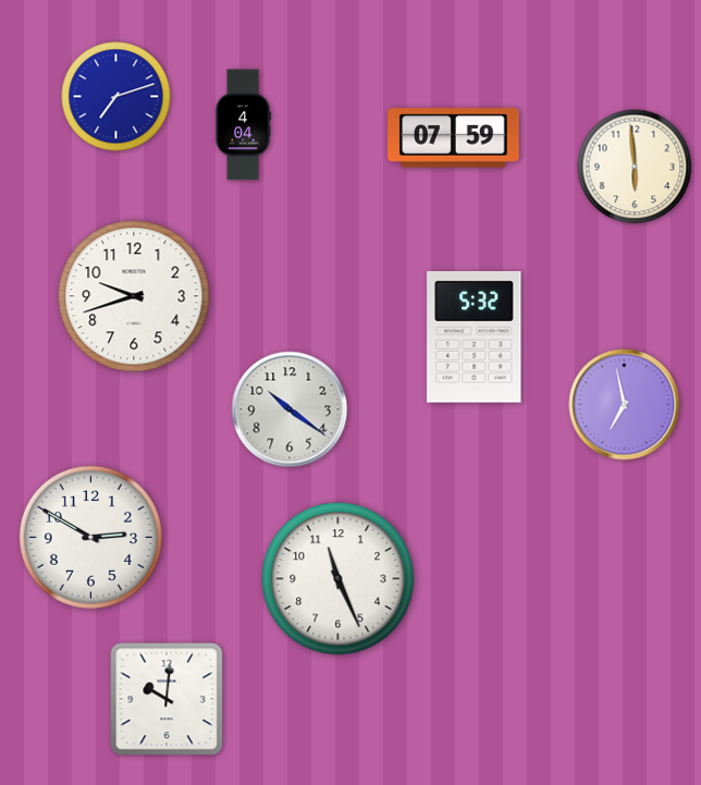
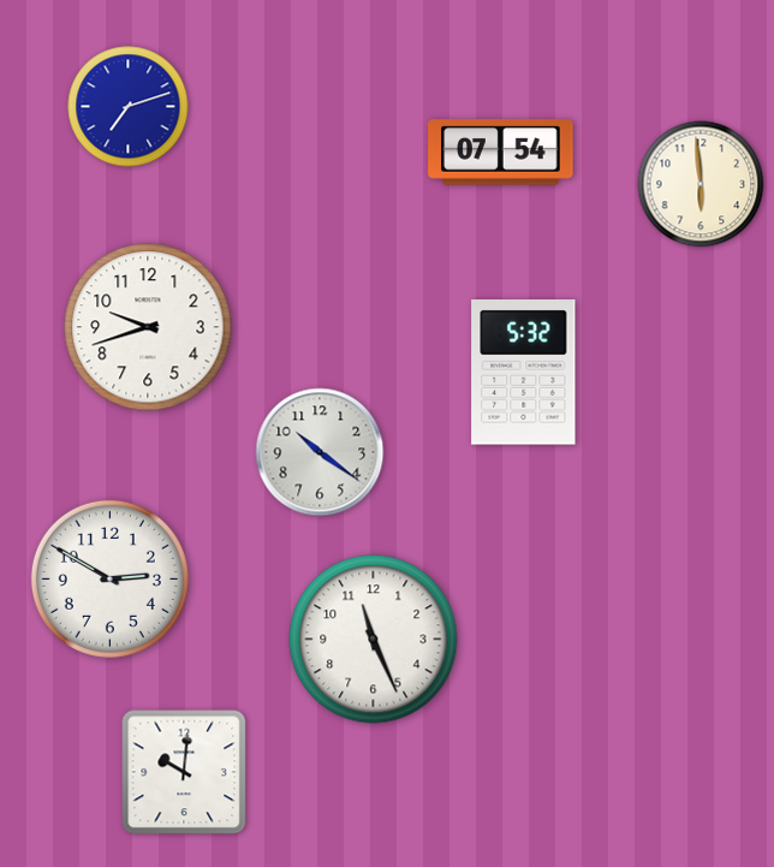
clock at (243, 125): 4:04 -> none
clock at (454, 138): 07:59 -> 07:54
clock at (625, 405): 6:58 -> none
clock at (90, 537) position: (90, 537) -> (109, 578)
